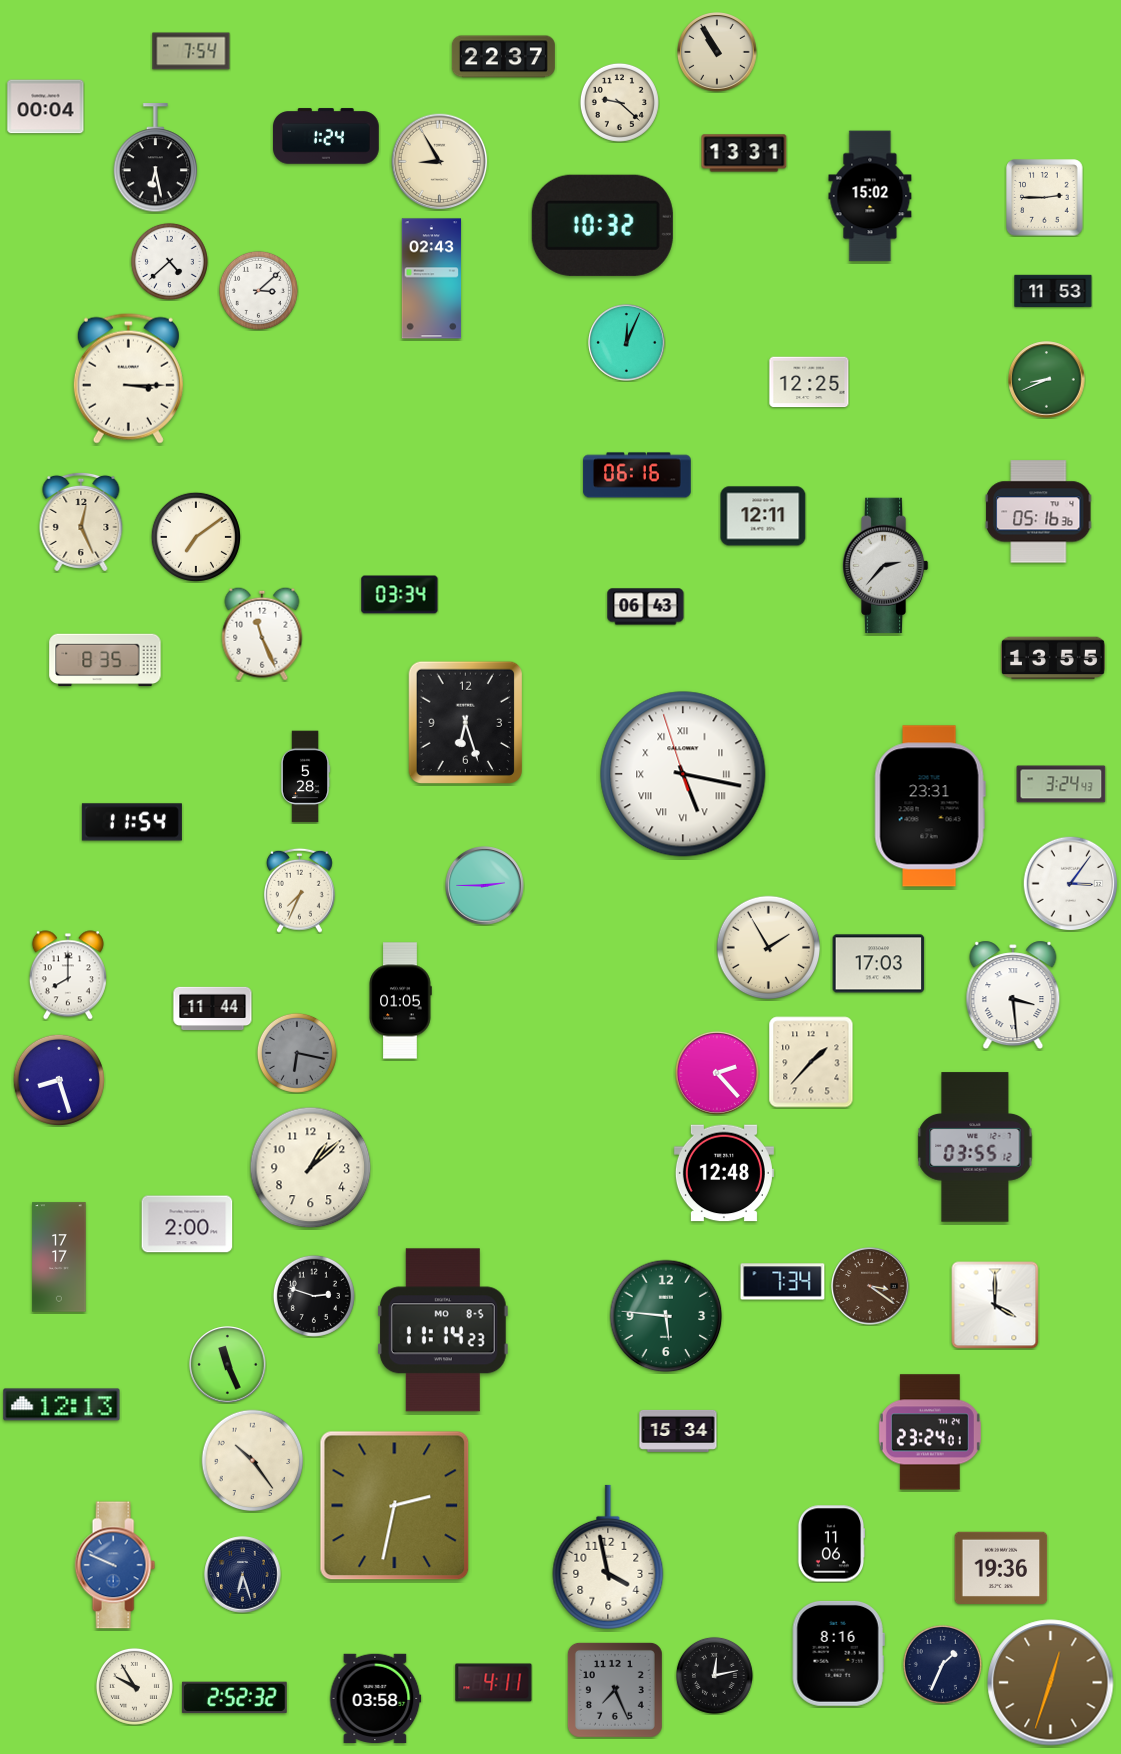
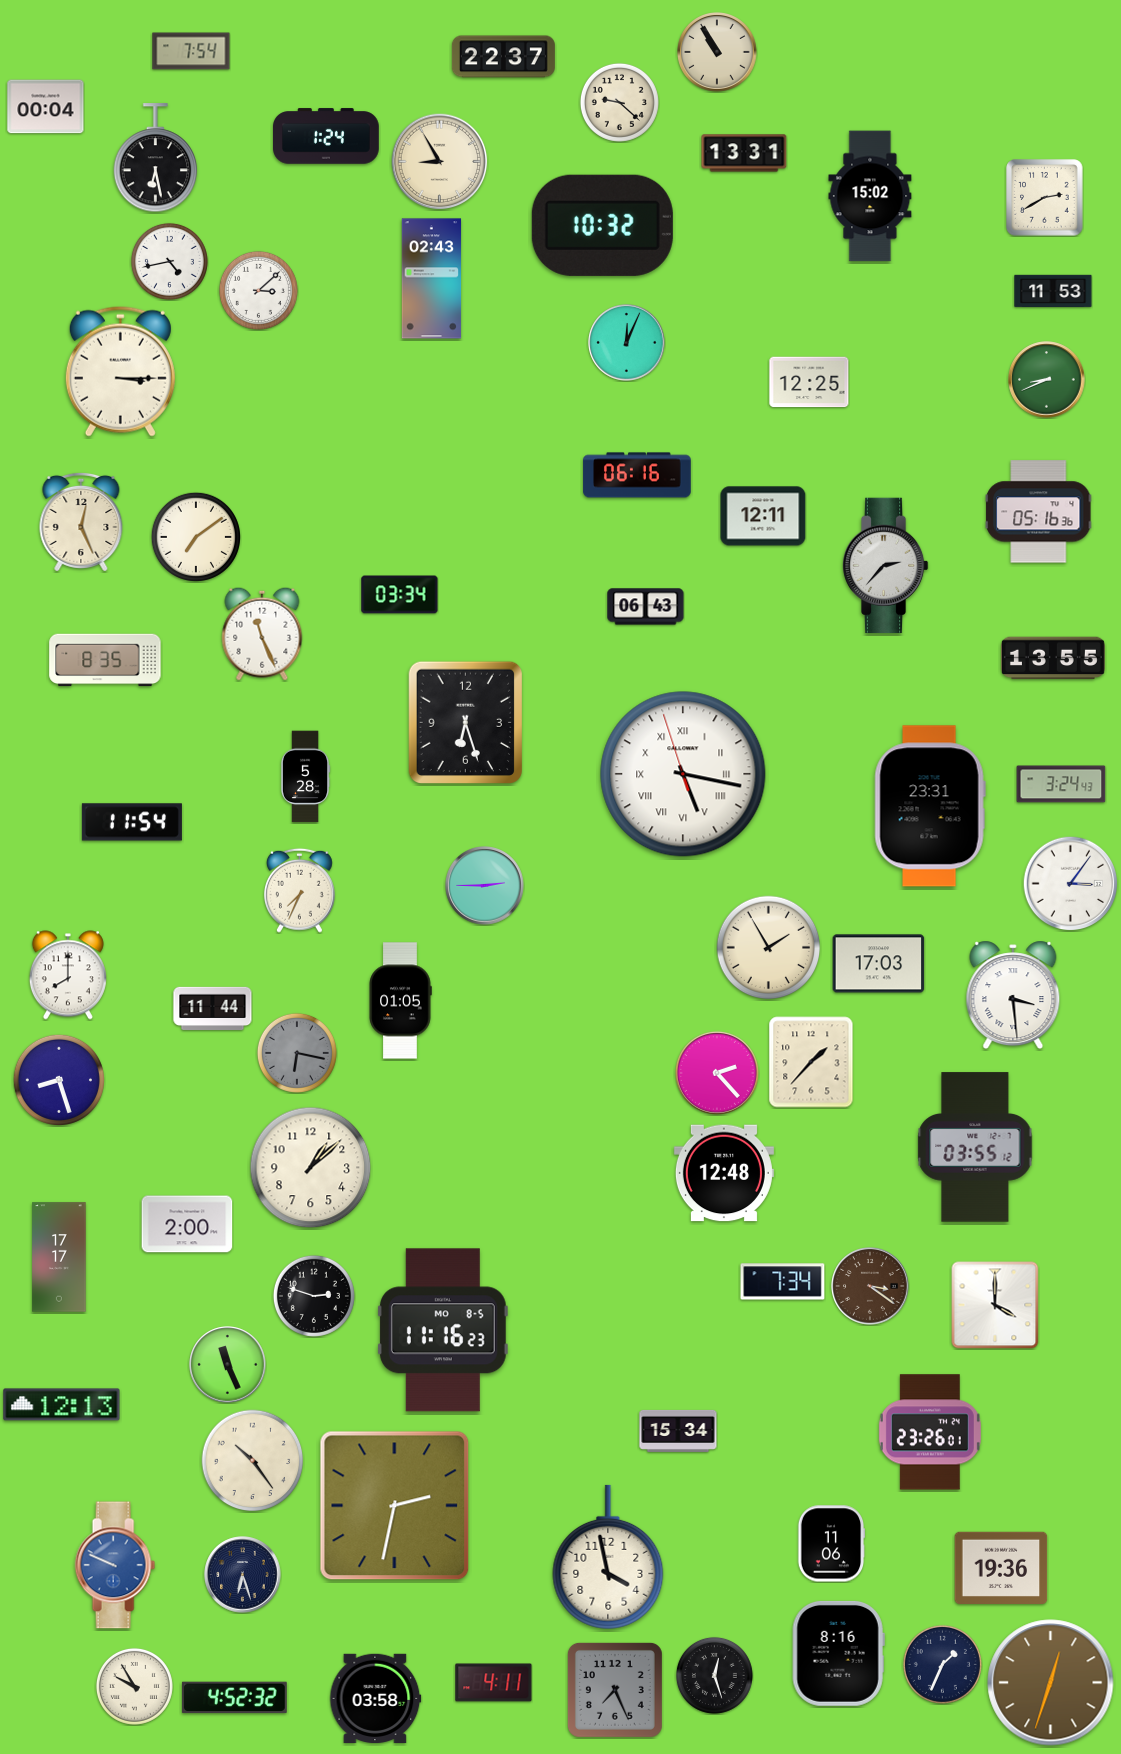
clock at (1045, 198): 2:45 -> 2:40
clock at (169, 261): 4:38 -> 4:43
clock at (128, 378) position: (128, 378) -> (120, 371)
clock at (666, 1316): 5:46 -> none
clock at (443, 1330): 11:14 -> 11:16
clock at (930, 1432): 23:24 -> 23:26
clock at (714, 1675): 12:13 -> 12:27
clock at (234, 1698): 2:52 -> 4:52
